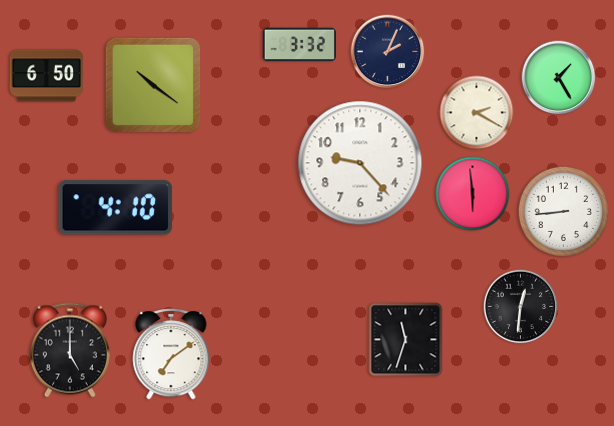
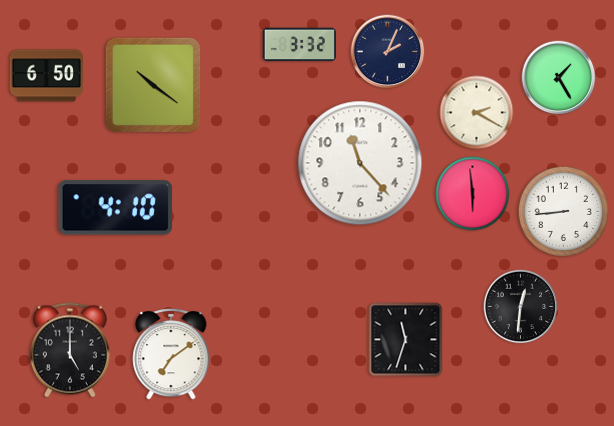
clock at (360, 163): 9:23 -> 11:23
